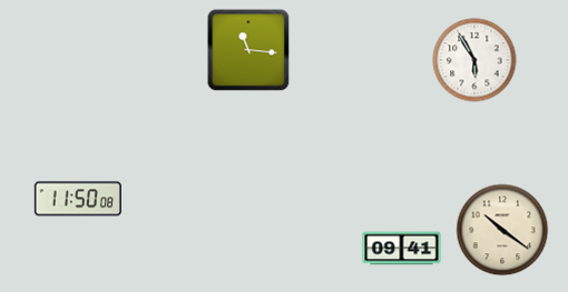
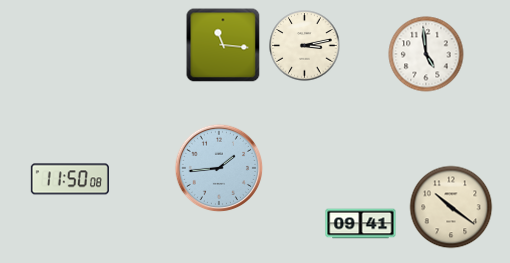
clock at (305, 46): none -> 3:13
clock at (474, 60): 5:55 -> 4:59
clock at (219, 168): none -> 1:44
